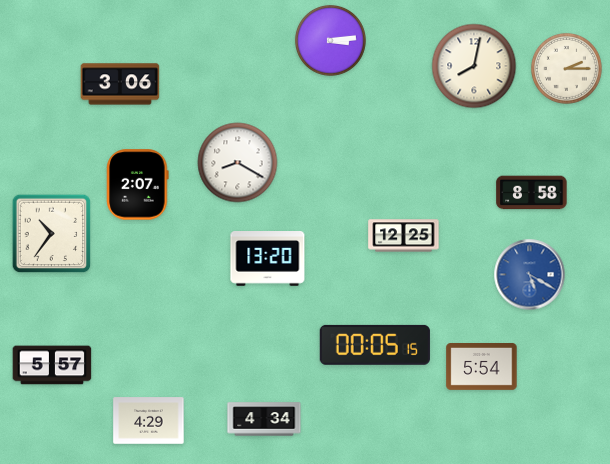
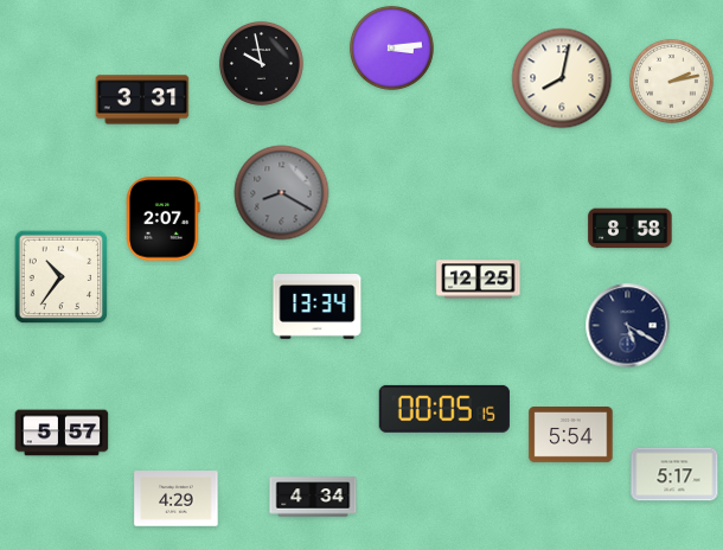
clock at (261, 63): none -> 9:58
clock at (566, 68): 2:15 -> 2:13
clock at (120, 84): 3:06 -> 3:31
clock at (238, 163) dial: white -> grey
clock at (268, 259): 13:20 -> 13:34
clock at (530, 275) dial: blue -> navy
clock at (674, 474): none -> 5:17
